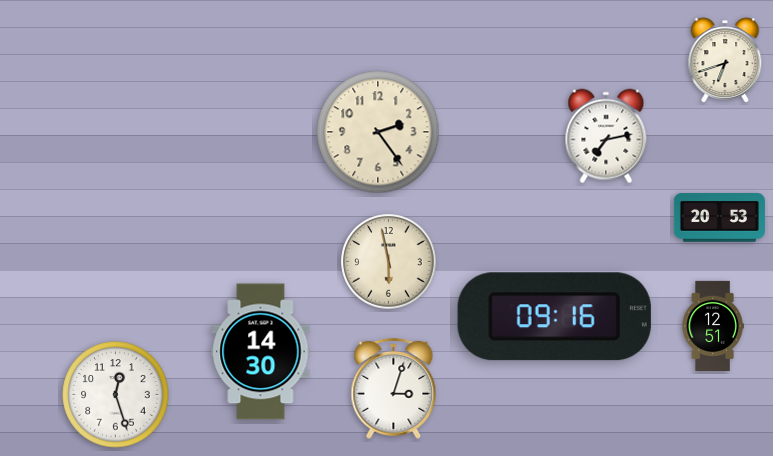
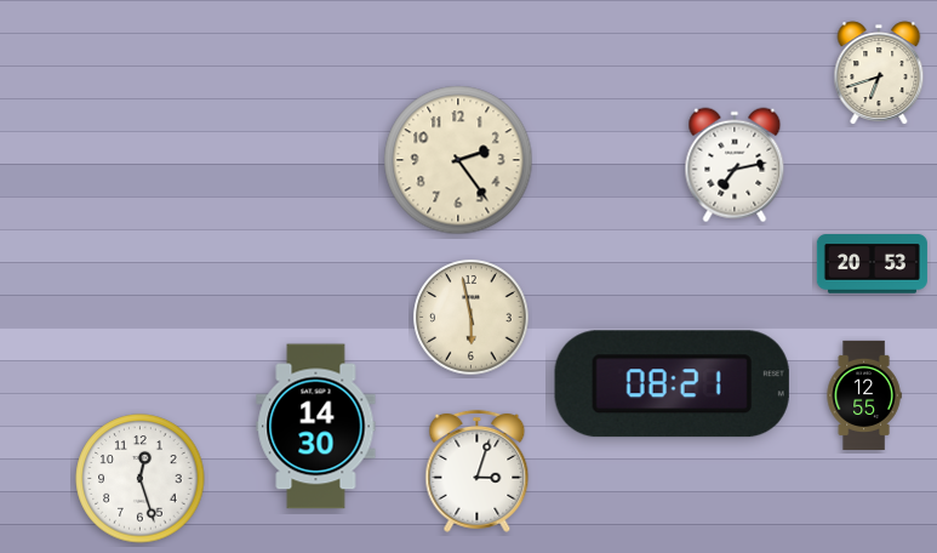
clock at (554, 317): 09:16 -> 08:21
clock at (713, 325): 12:51 -> 12:55
